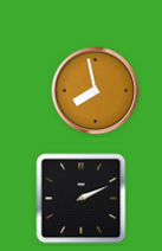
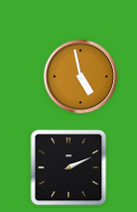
clock at (96, 91): 7:58 -> 4:58
